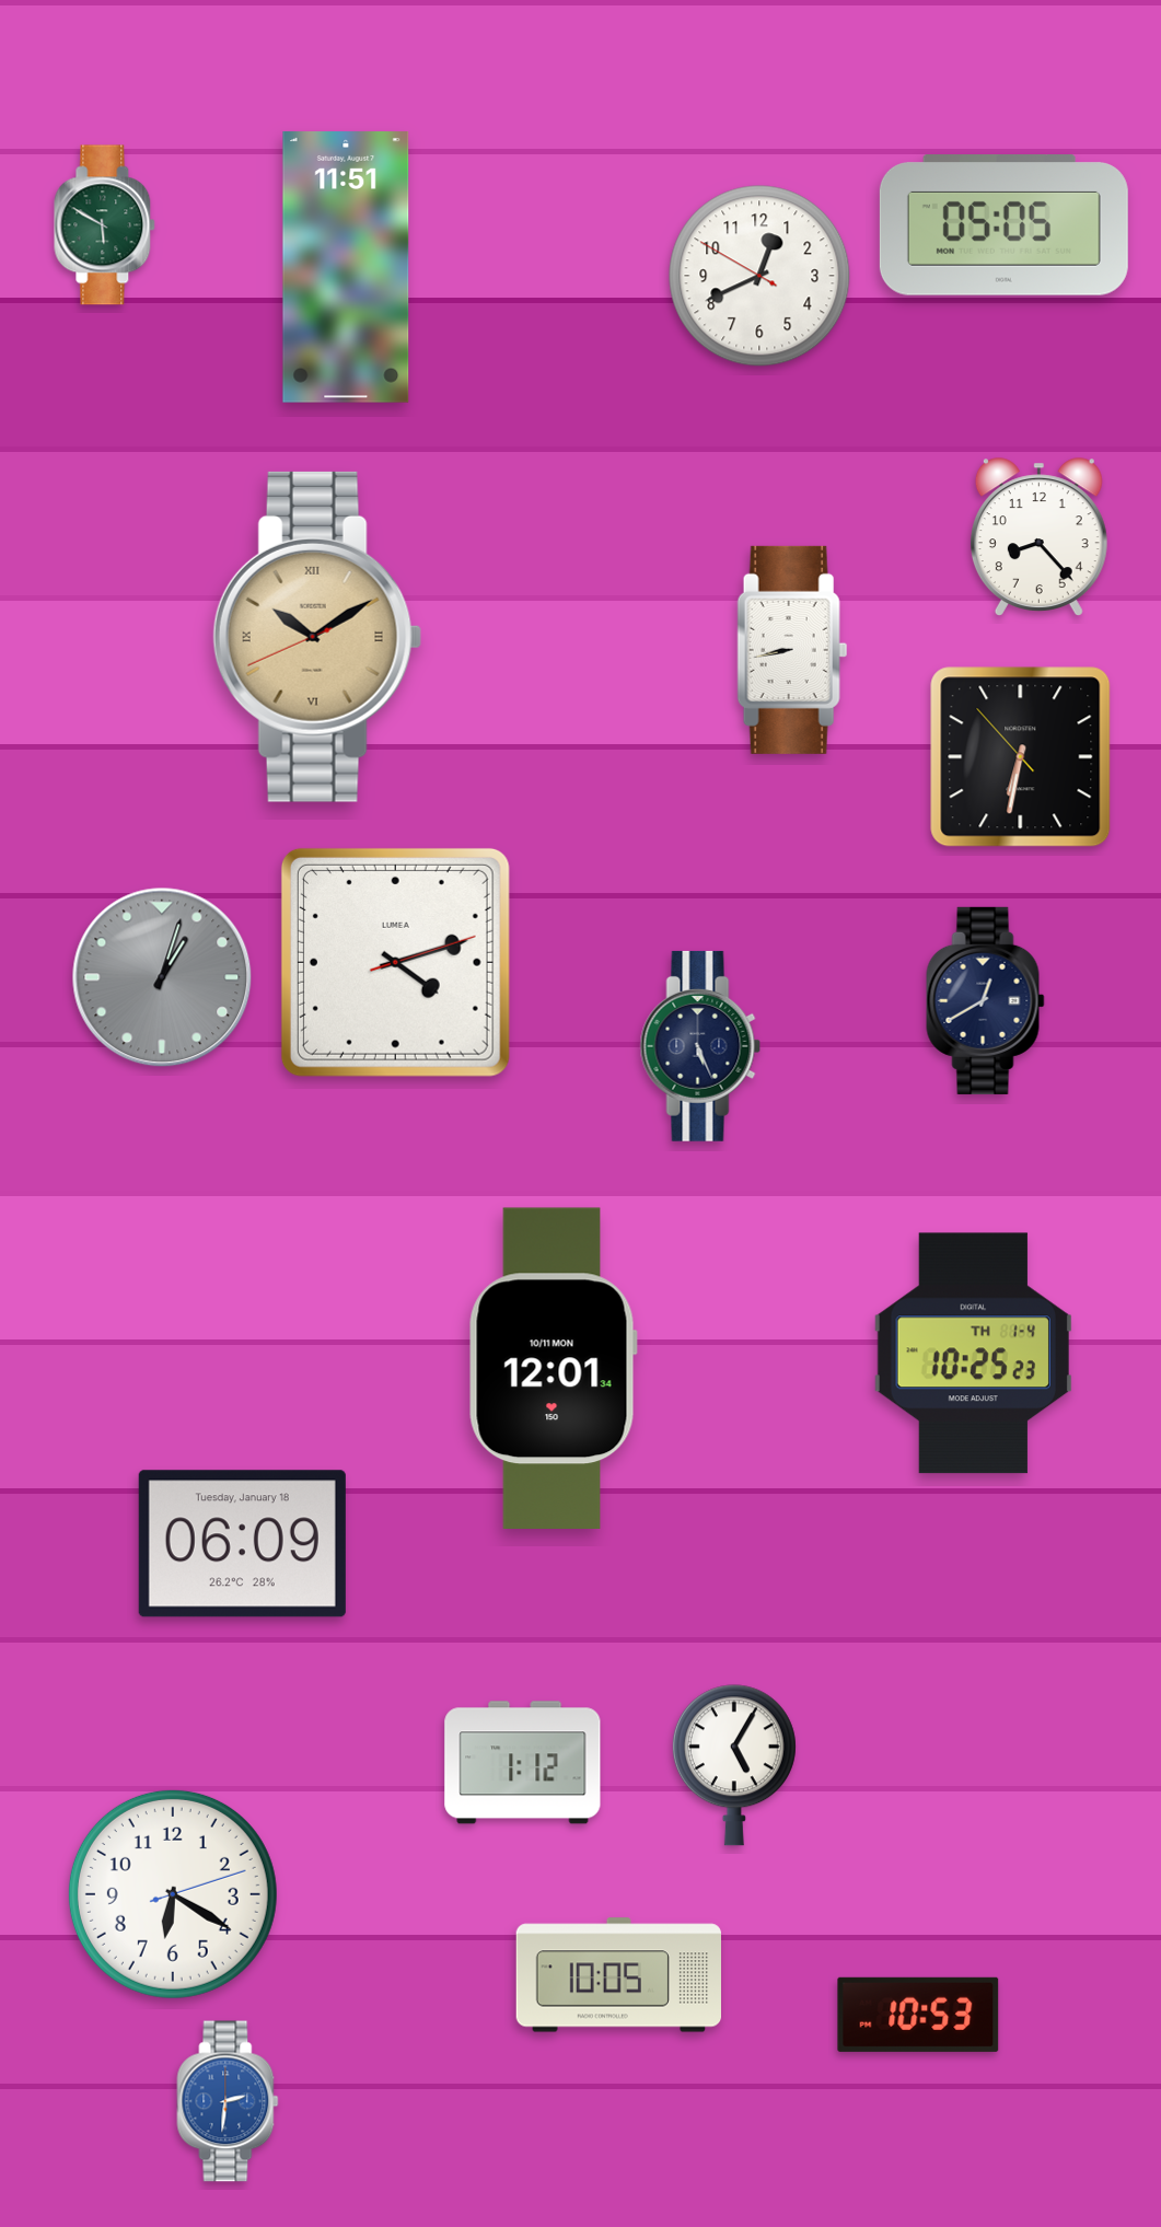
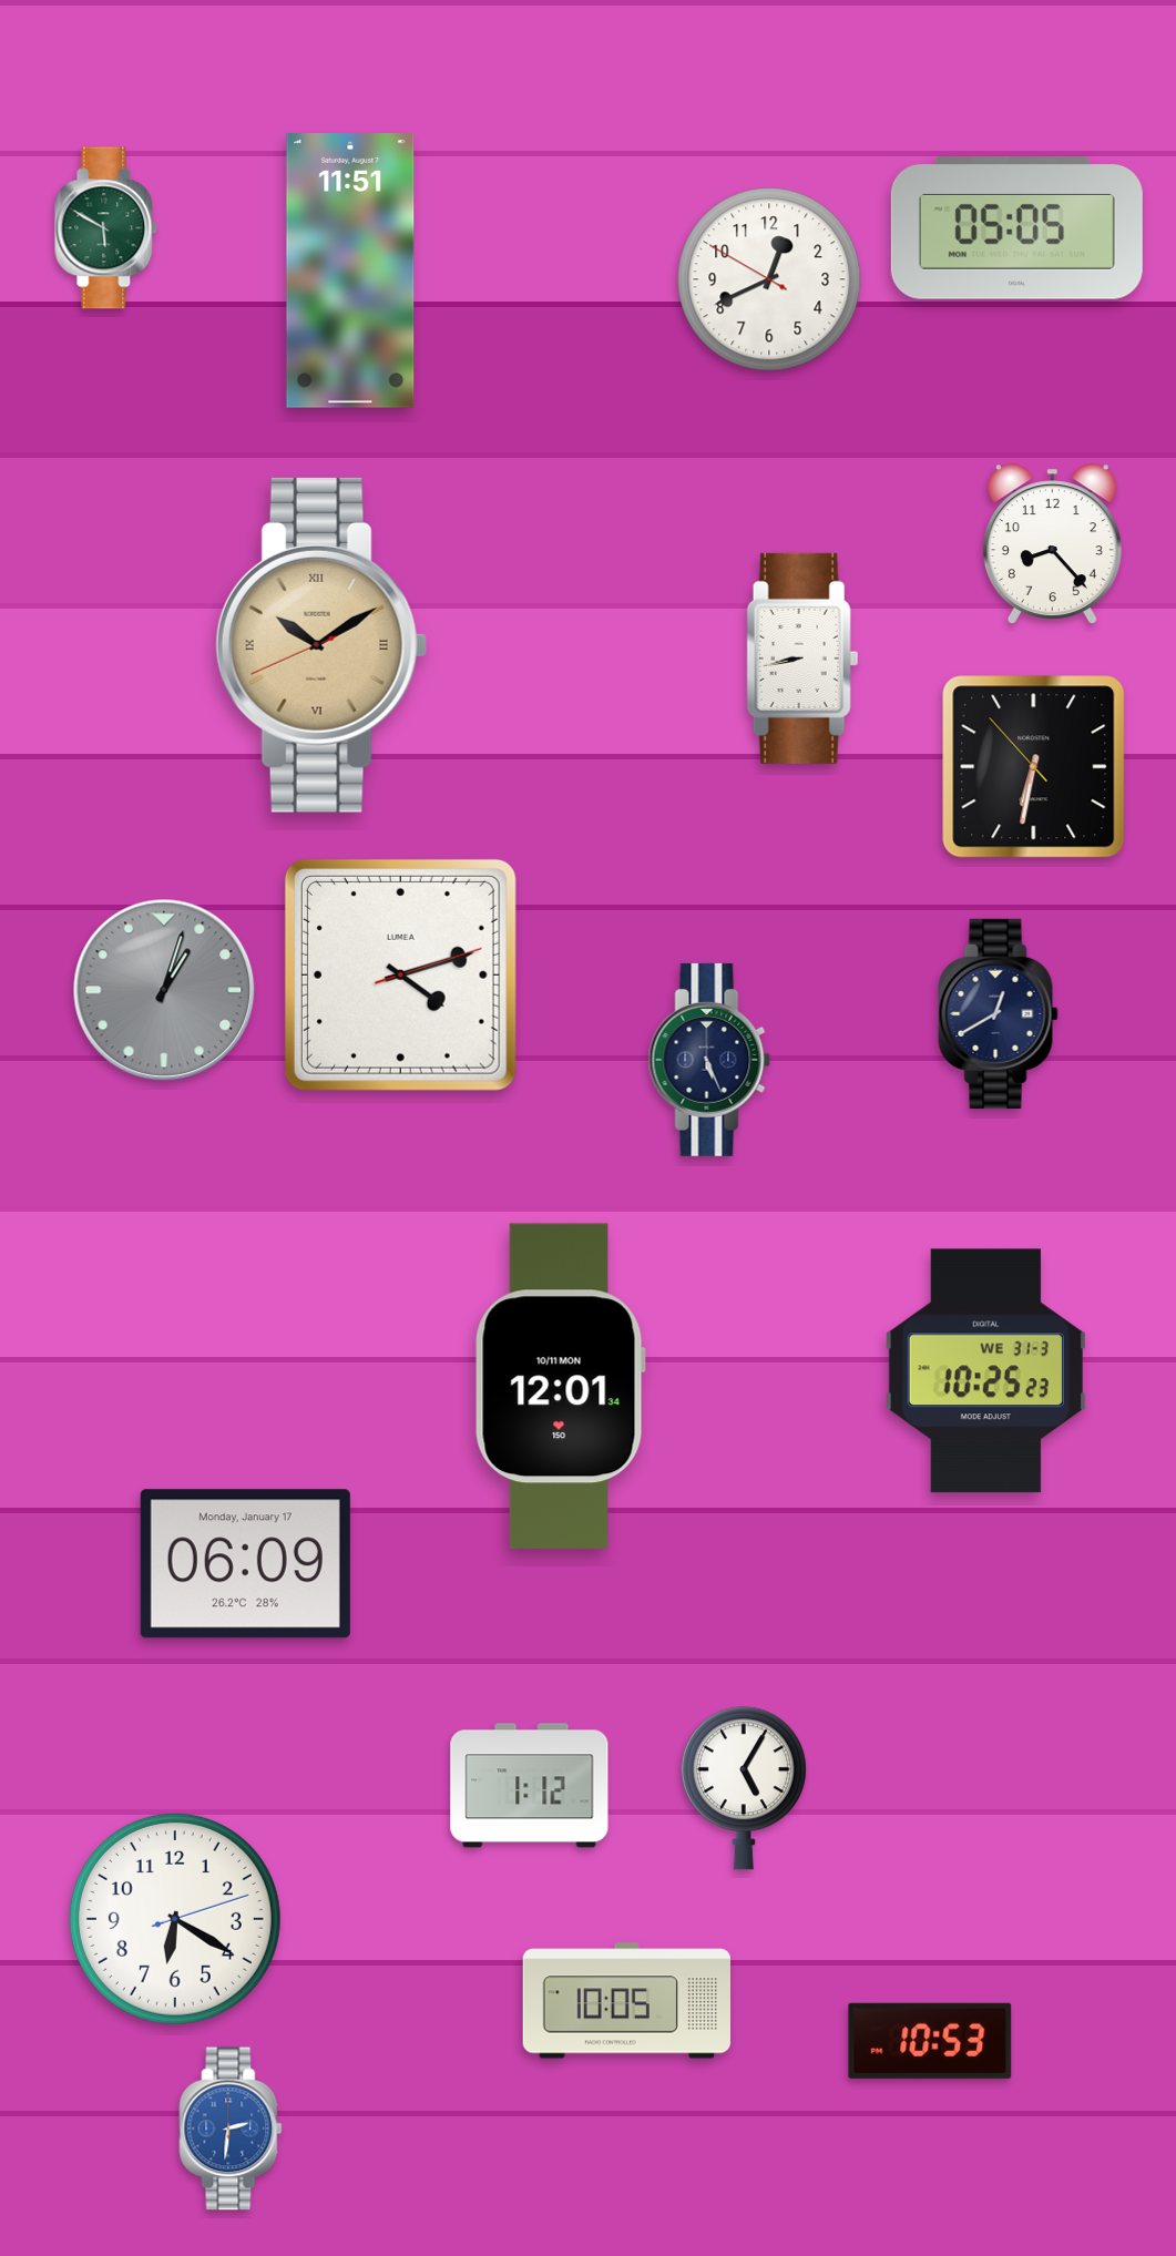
clock at (973, 1354) date: TH 1-4 -> WE 31-3
clock at (242, 1544) date: Tuesday, January 18 -> Monday, January 17
